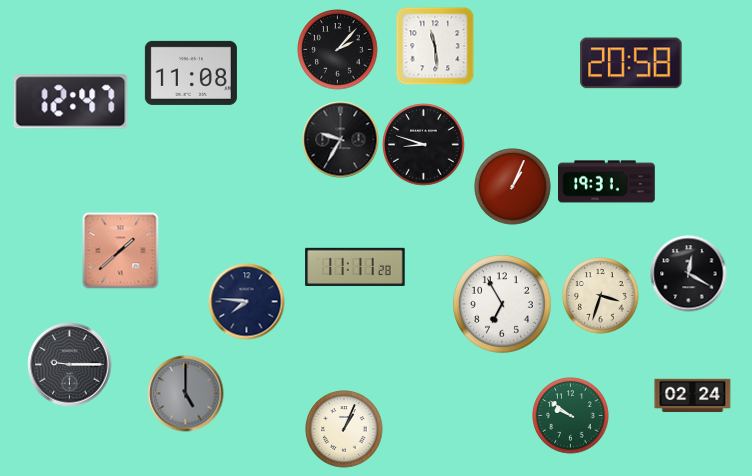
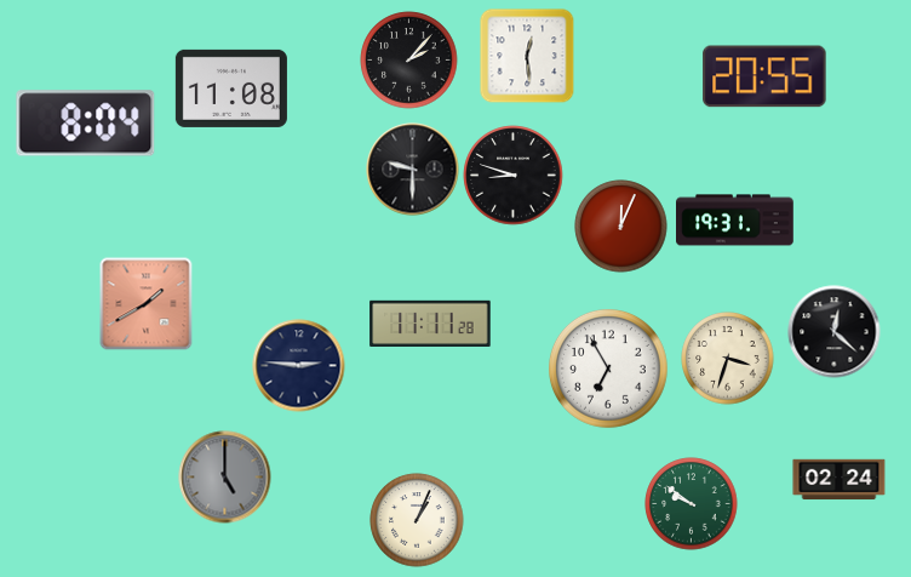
clock at (435, 46): 11:29 -> 12:29
clock at (631, 63): 20:58 -> 20:55
clock at (71, 102): 12:47 -> 8:04
clock at (341, 140): 9:35 -> 9:30
clock at (513, 187): 1:04 -> 12:04
clock at (121, 251): 1:38 -> 1:40
clock at (689, 274): 12:20 -> 12:22
clock at (247, 302): 7:46 -> 2:46
clock at (70, 365): 9:15 -> none
